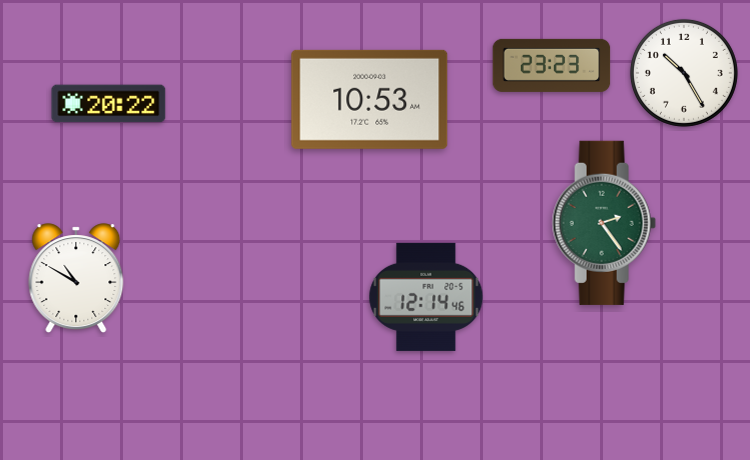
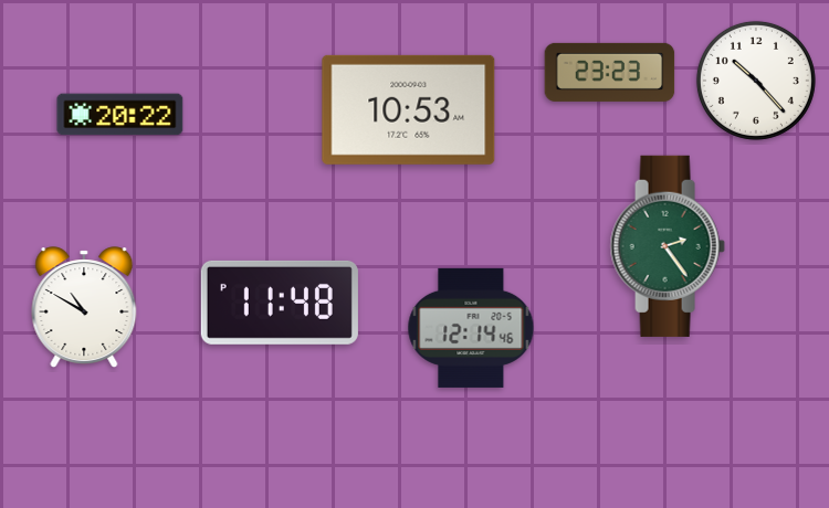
clock at (684, 73): 10:25 -> 10:23
clock at (280, 303): none -> 11:48
